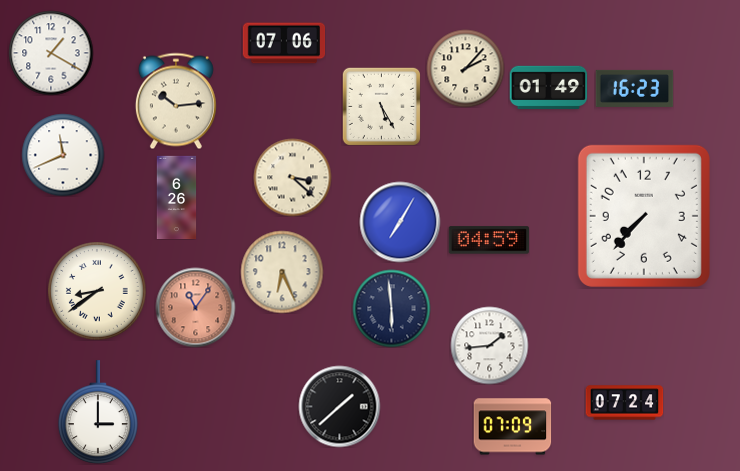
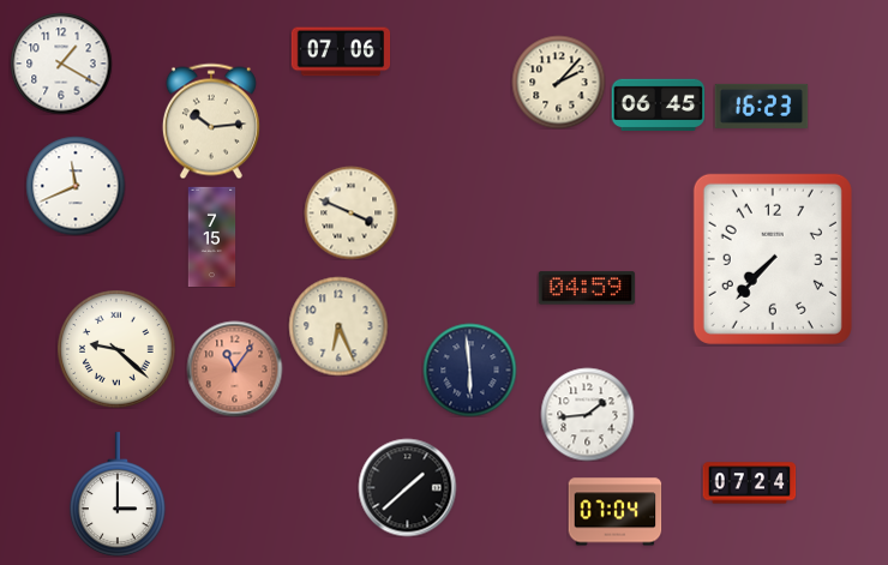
clock at (548, 87): 01:49 -> 06:45
clock at (381, 106): 5:25 -> none
clock at (292, 177): 3:22 -> 3:49
clock at (177, 197): 6:26 -> 7:15
clock at (400, 222): 7:05 -> none
clock at (98, 292): 8:39 -> 9:22
clock at (512, 427): 07:09 -> 07:04
